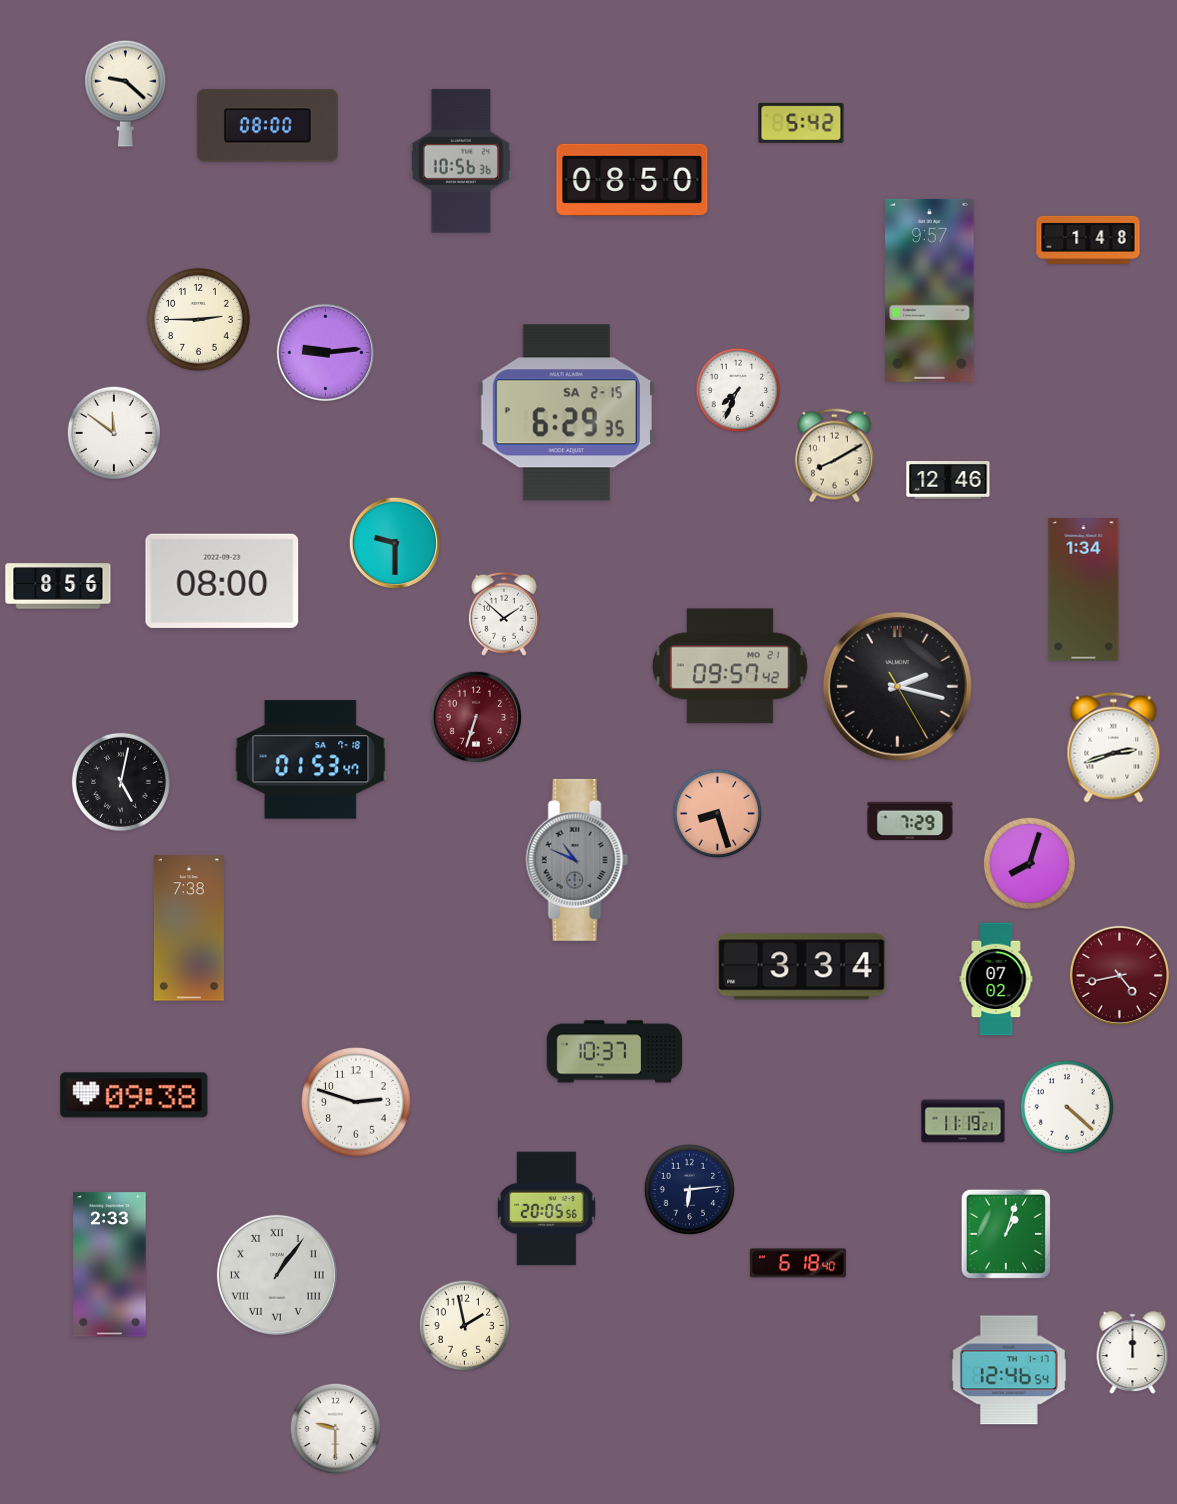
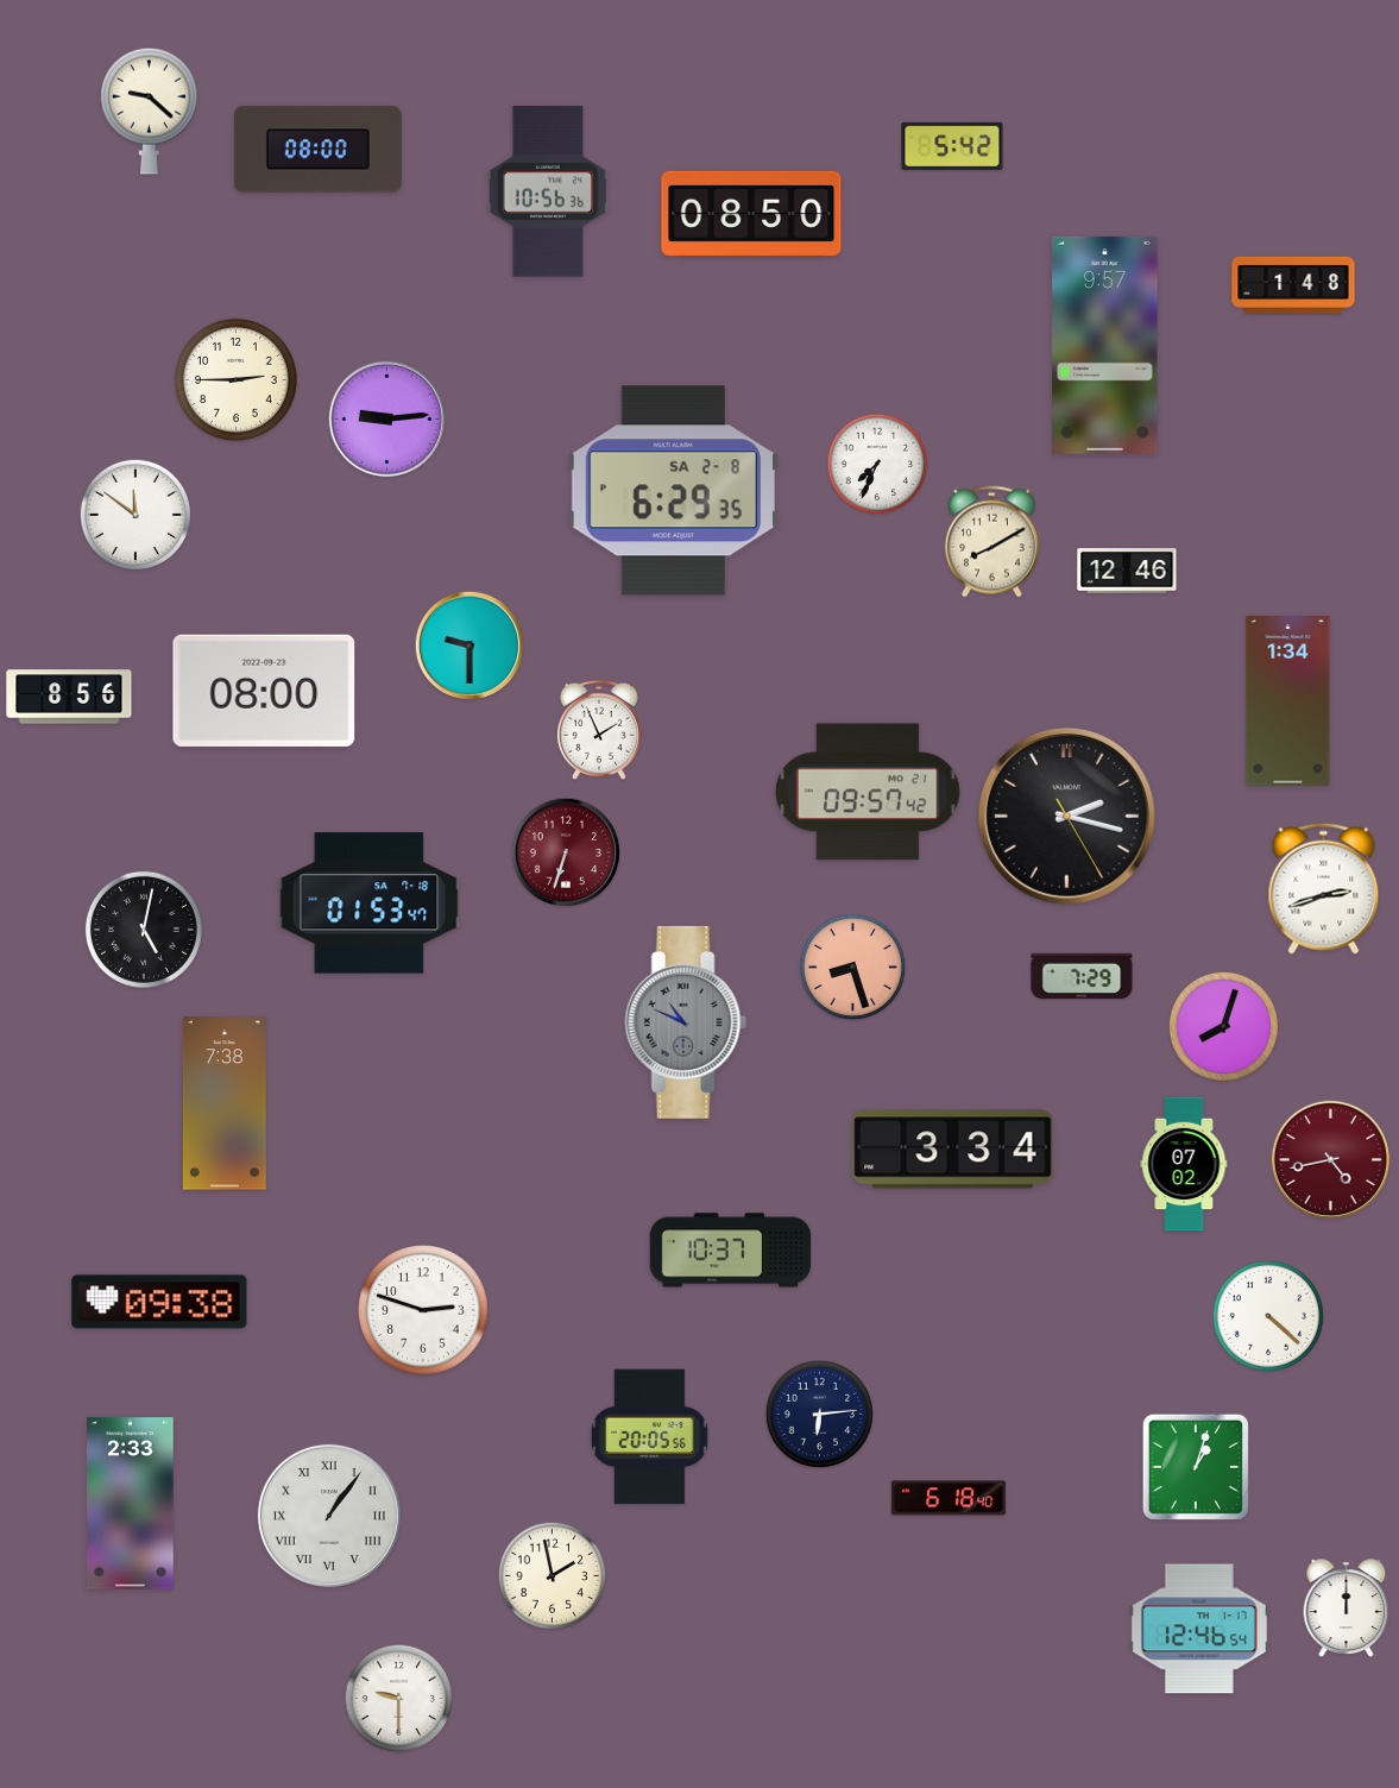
clock at (566, 413) date: SA 2-15 -> SA 2-8
clock at (504, 614): 1:52 -> 1:56
clock at (963, 1121): 11:19 -> none
clock at (798, 1263) position: (798, 1263) -> (949, 1498)
